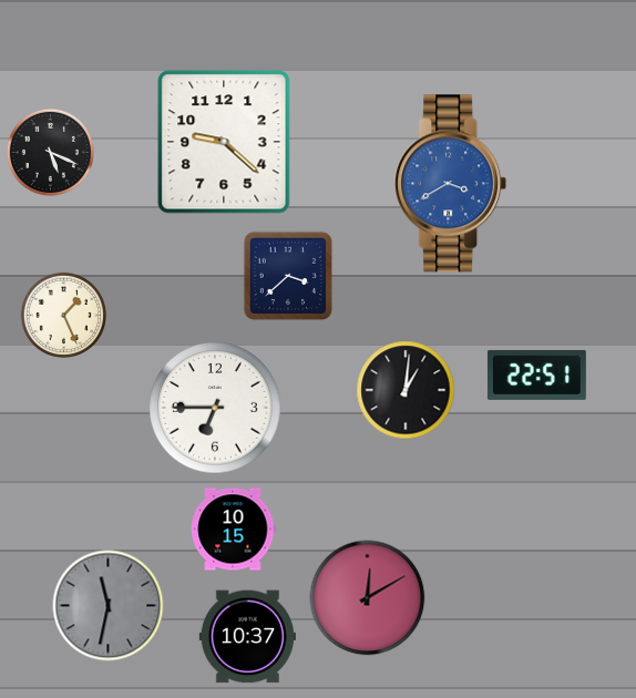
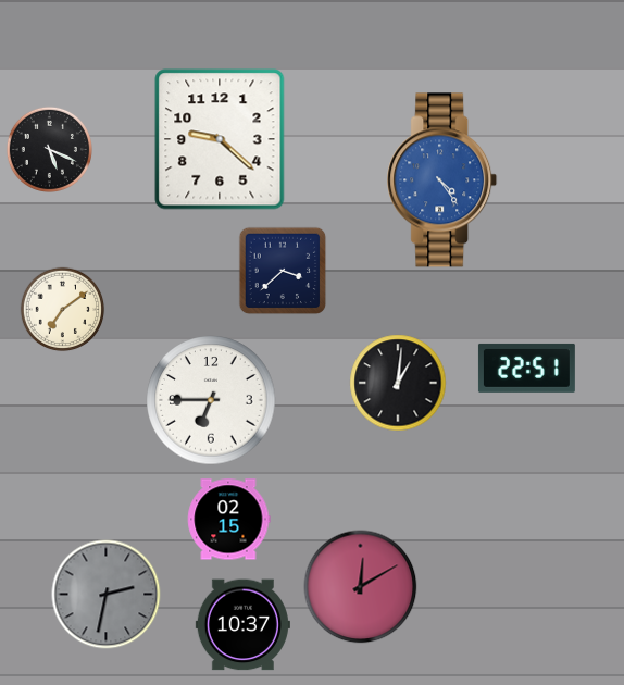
clock at (451, 184): 3:40 -> 4:24
clock at (64, 316): 1:26 -> 7:09
clock at (234, 530): 10:15 -> 02:15
clock at (109, 606): 11:32 -> 2:32
